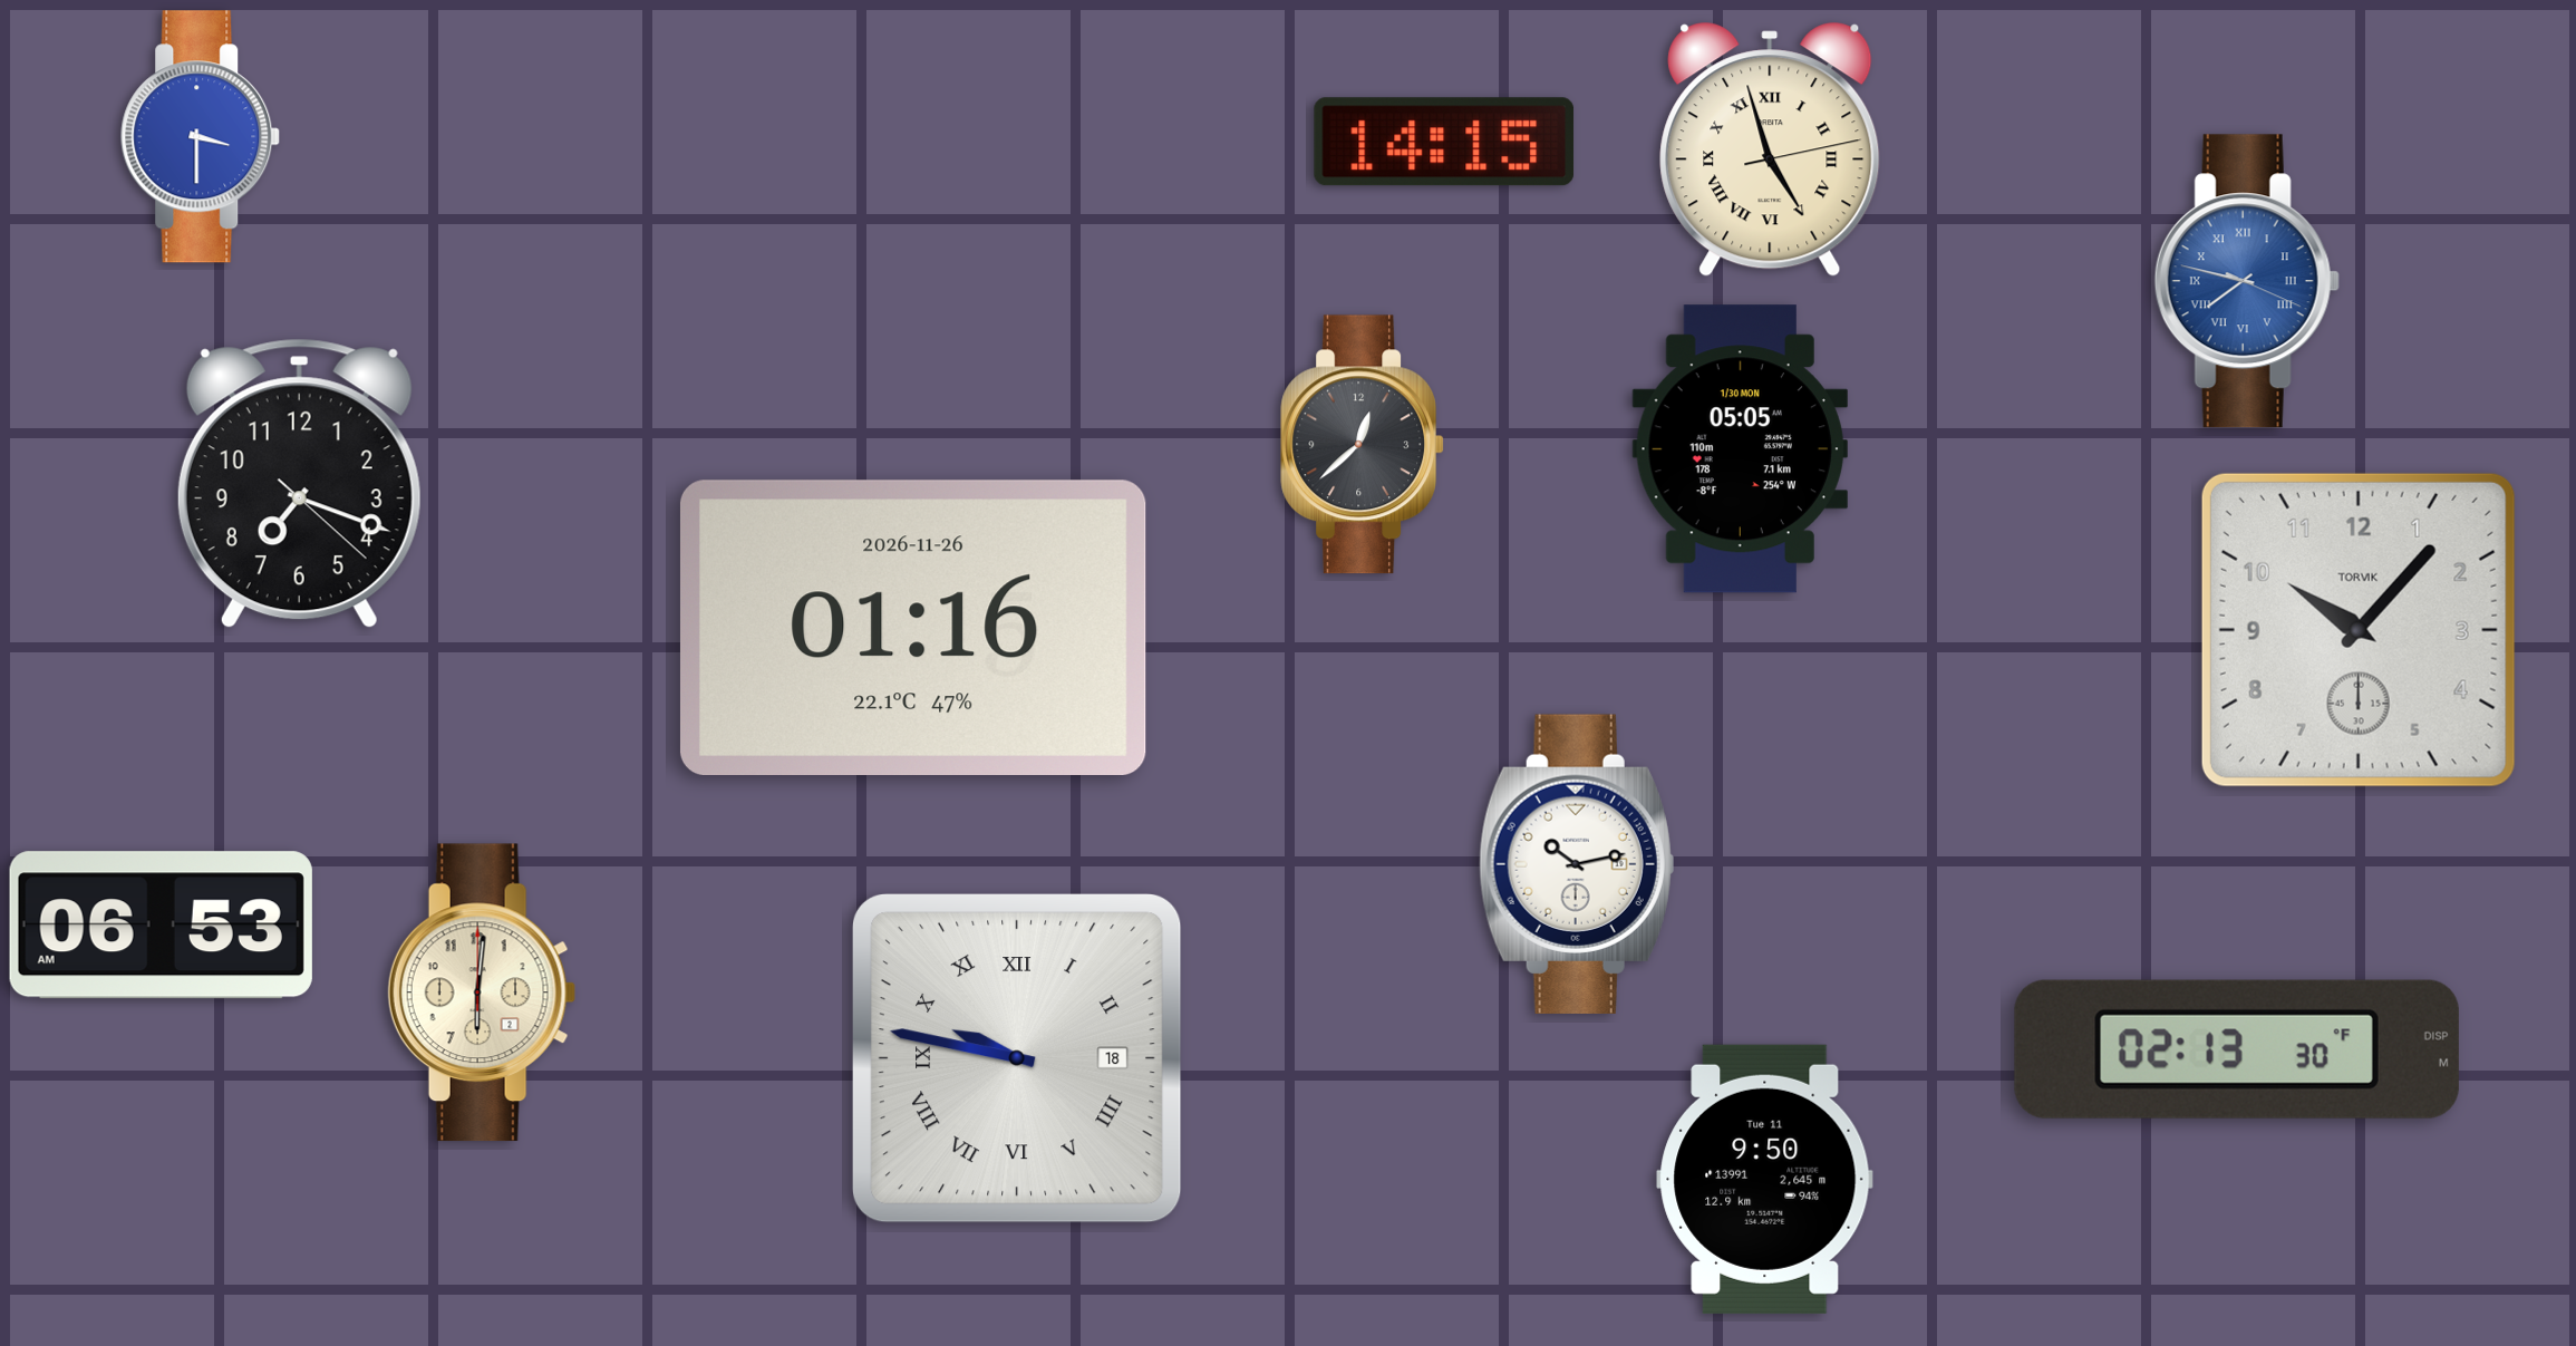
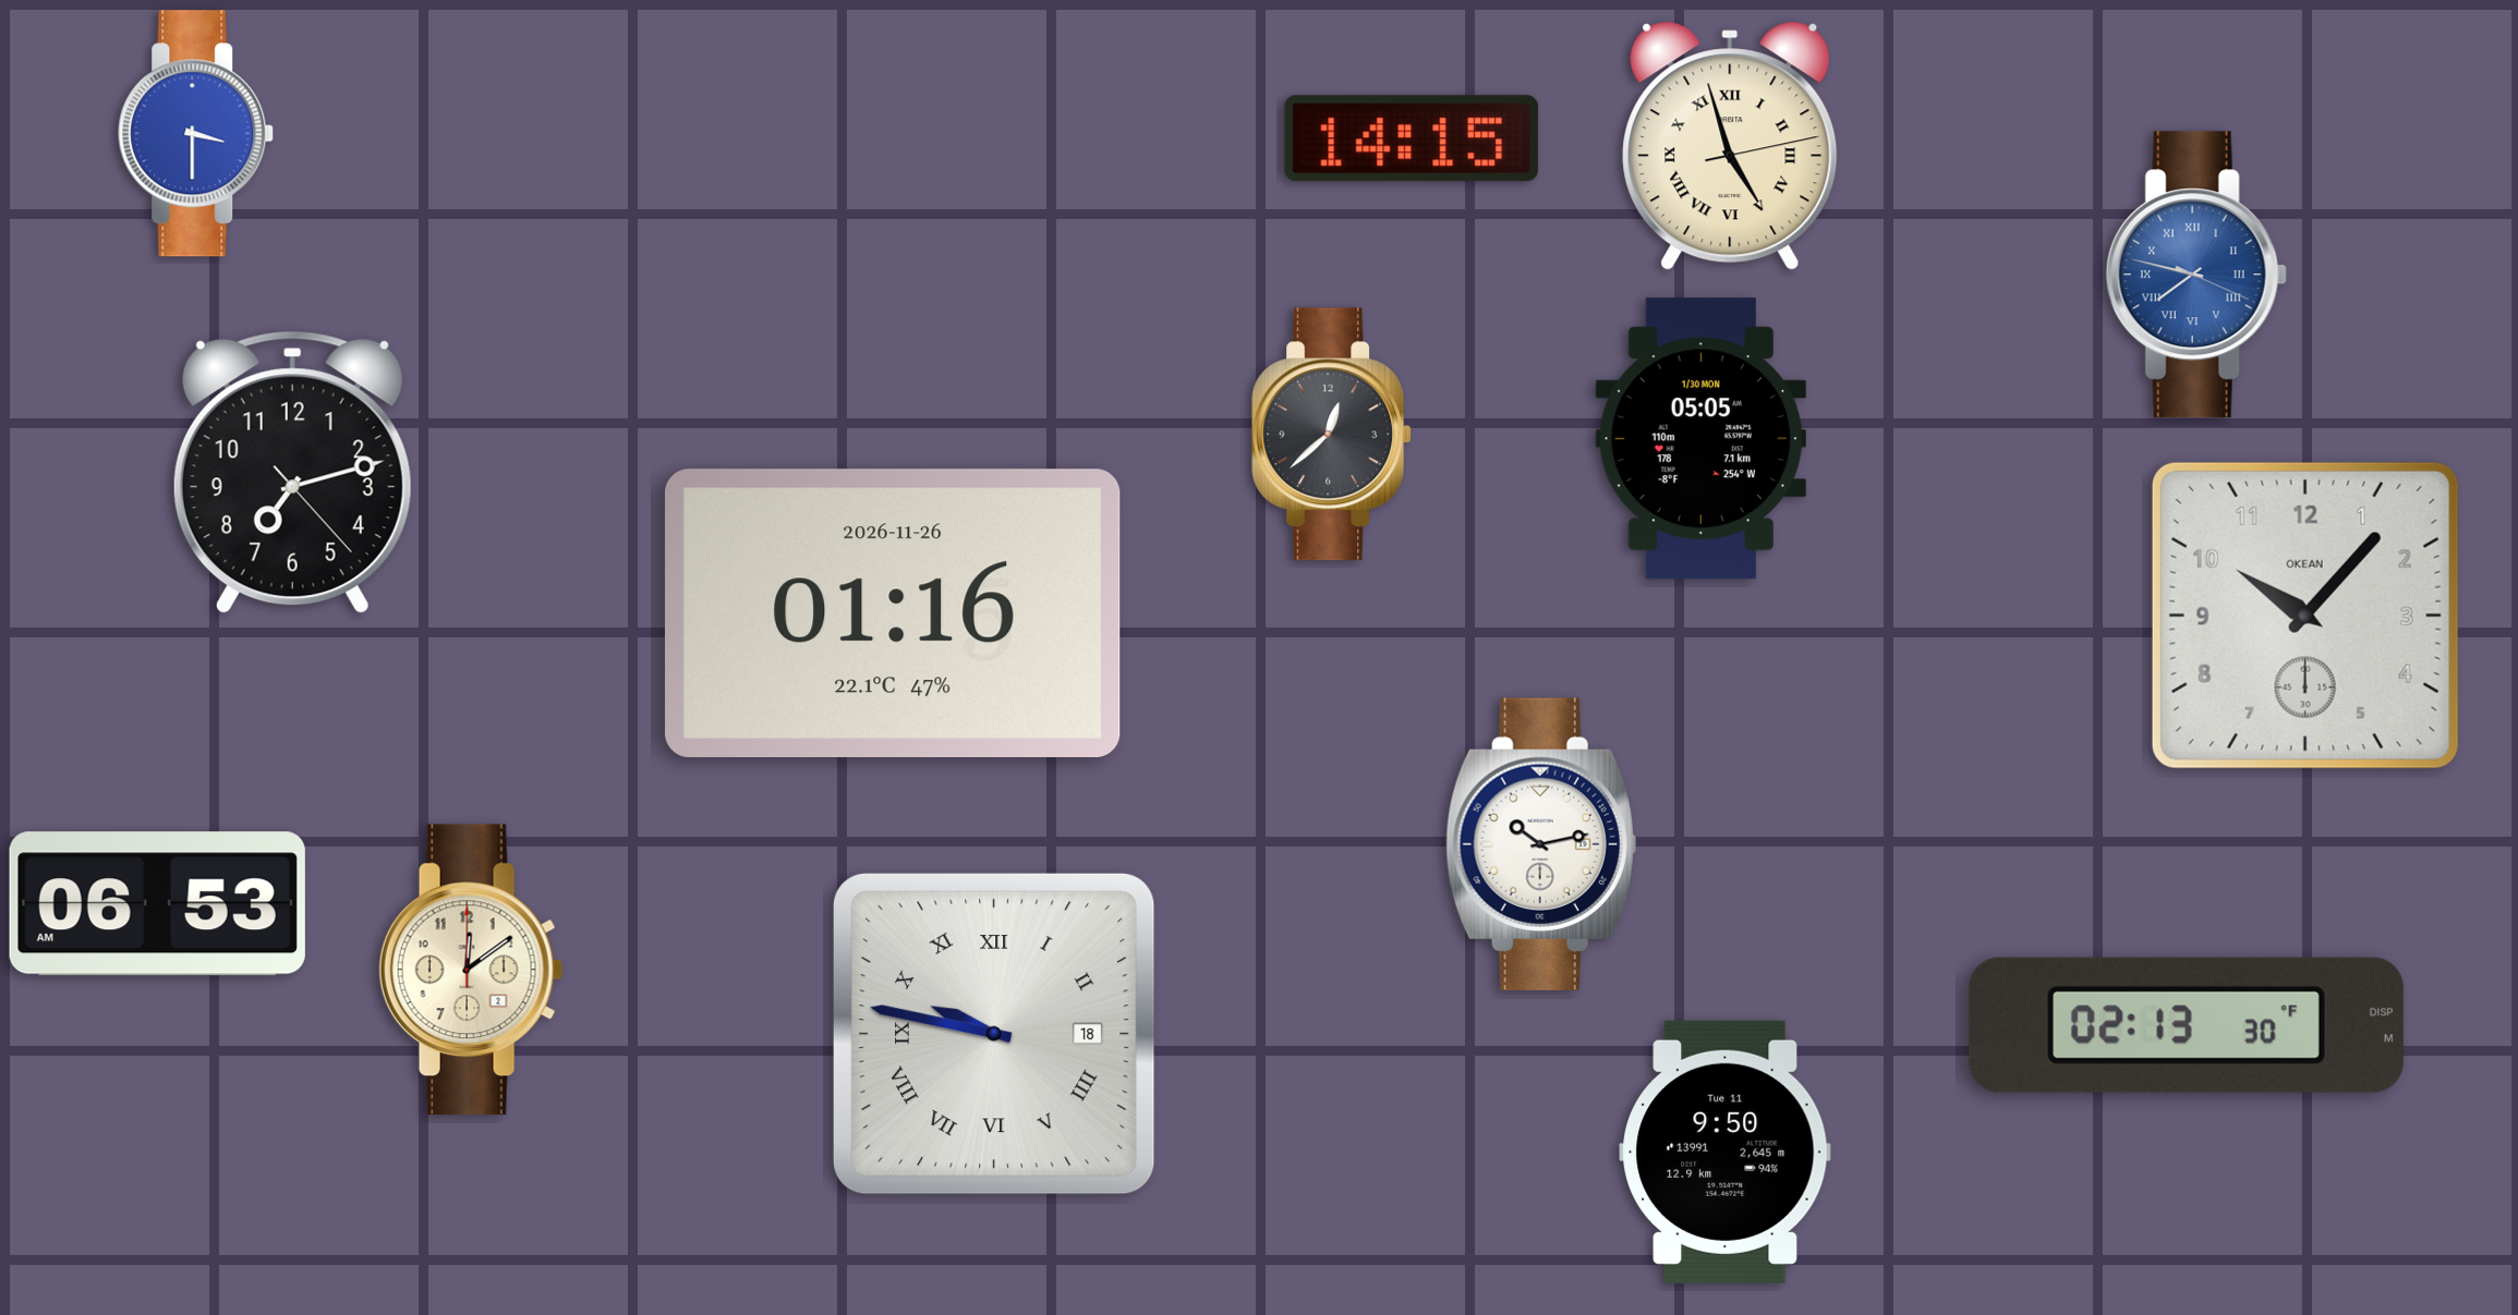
clock at (299, 484): 7:18 -> 7:12
clock at (2359, 630) brand: TORVIK -> OKEAN
clock at (482, 992): 6:01 -> 12:09
